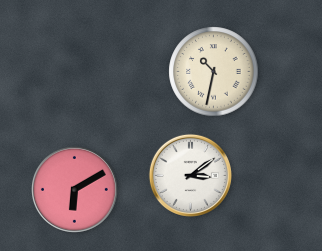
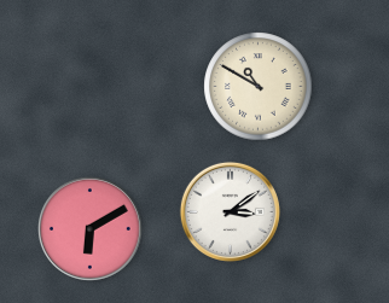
clock at (214, 72): 10:32 -> 10:50
